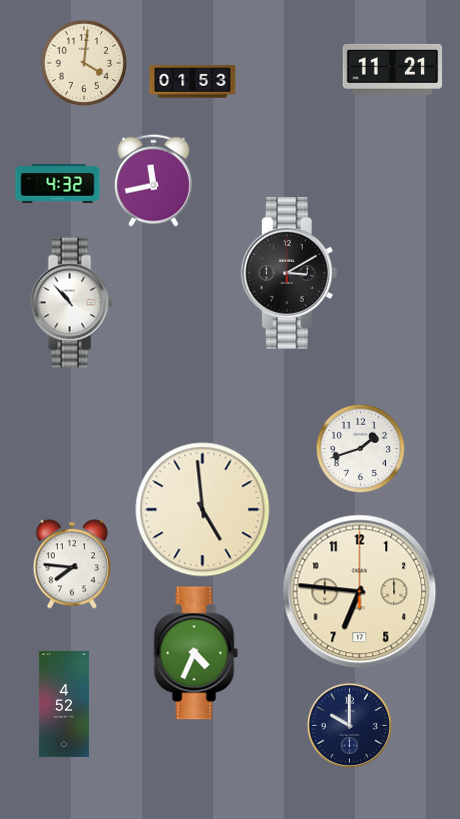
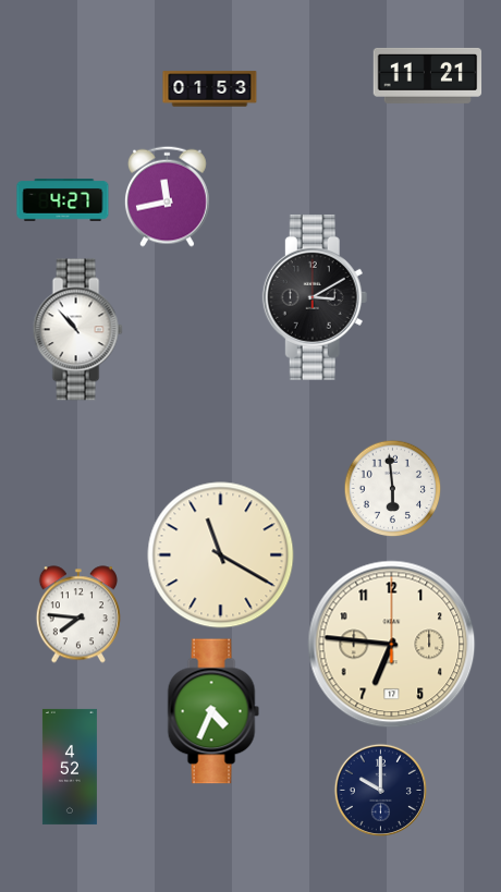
clock at (84, 63): 4:01 -> none
clock at (58, 184): 4:32 -> 4:27
clock at (360, 448): 1:42 -> 5:59
clock at (203, 510): 4:59 -> 11:20
